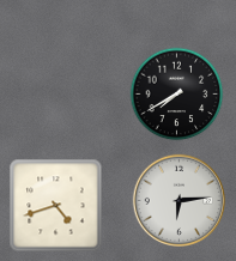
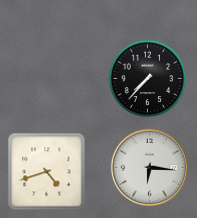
clock at (176, 93): 7:40 -> 7:37
clock at (178, 200): 6:14 -> 6:16
